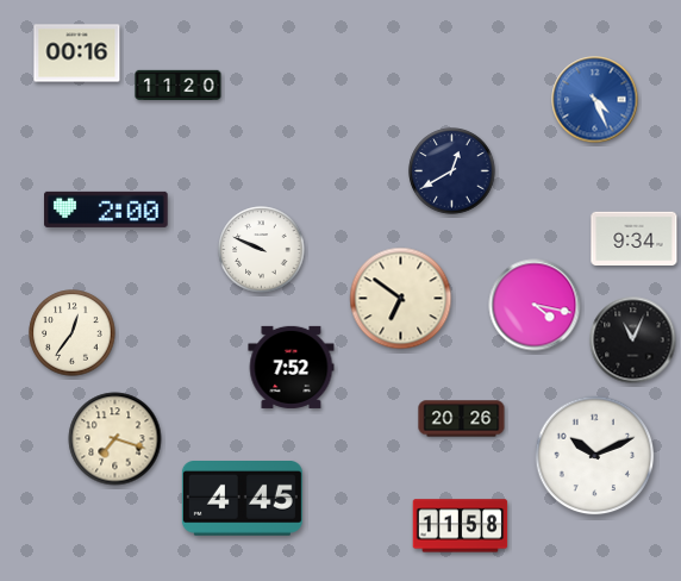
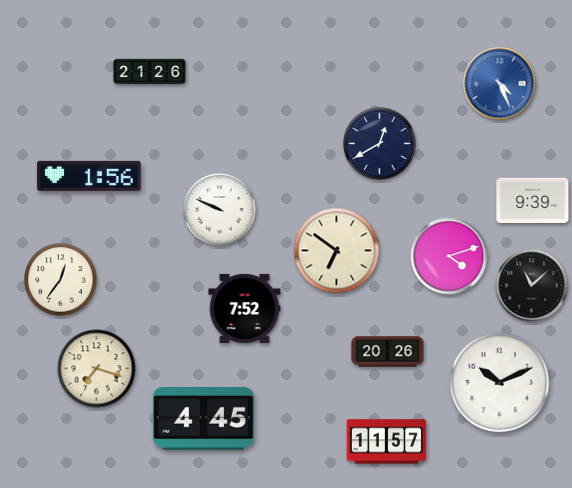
clock at (77, 54): 00:16 -> none
clock at (179, 85): 11:20 -> 21:26
clock at (106, 210): 2:00 -> 1:56
clock at (635, 238): 9:34 -> 9:39
clock at (535, 305): 4:17 -> 4:12
clock at (633, 341): 11:04 -> 11:08
clock at (461, 526): 11:58 -> 11:57
